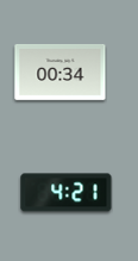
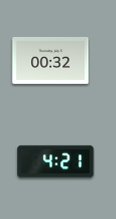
clock at (61, 72): 00:34 -> 00:32
